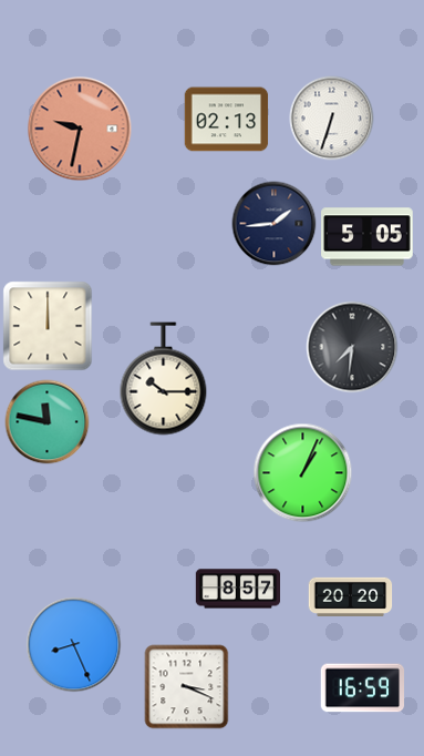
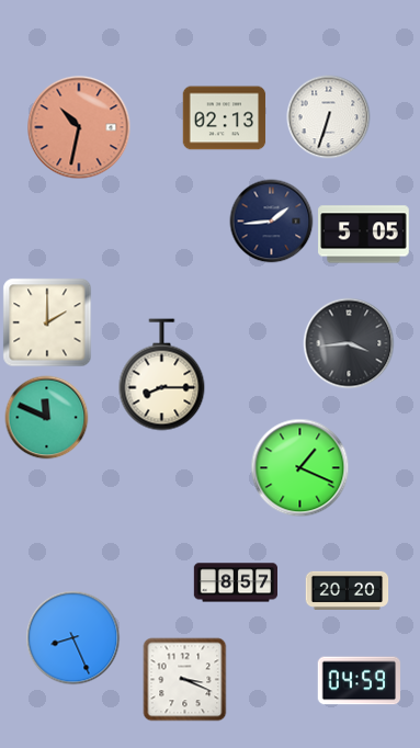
clock at (80, 129): 9:32 -> 10:32
clock at (48, 326): 12:00 -> 2:00
clock at (352, 347): 7:31 -> 3:44
clock at (164, 379): 10:15 -> 8:15
clock at (48, 422): 11:47 -> 11:49
clock at (303, 473): 1:04 -> 1:19
clock at (363, 688): 16:59 -> 04:59
